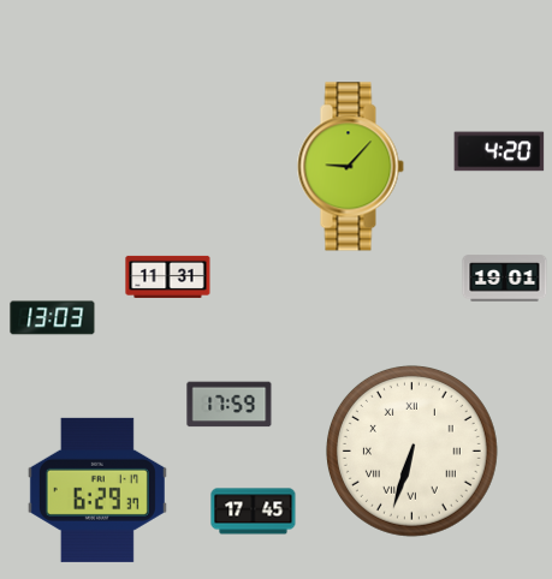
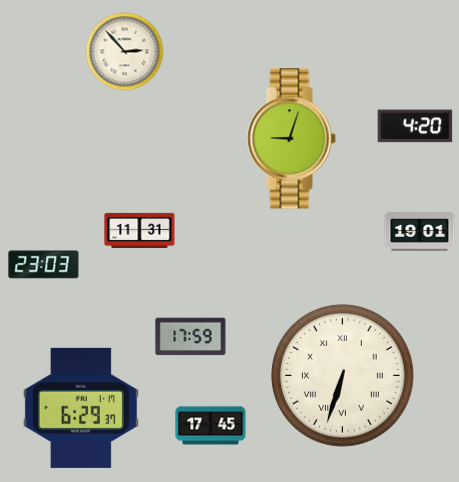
clock at (125, 52): none -> 2:53
clock at (350, 167): 9:07 -> 9:03
clock at (53, 318): 13:03 -> 23:03
